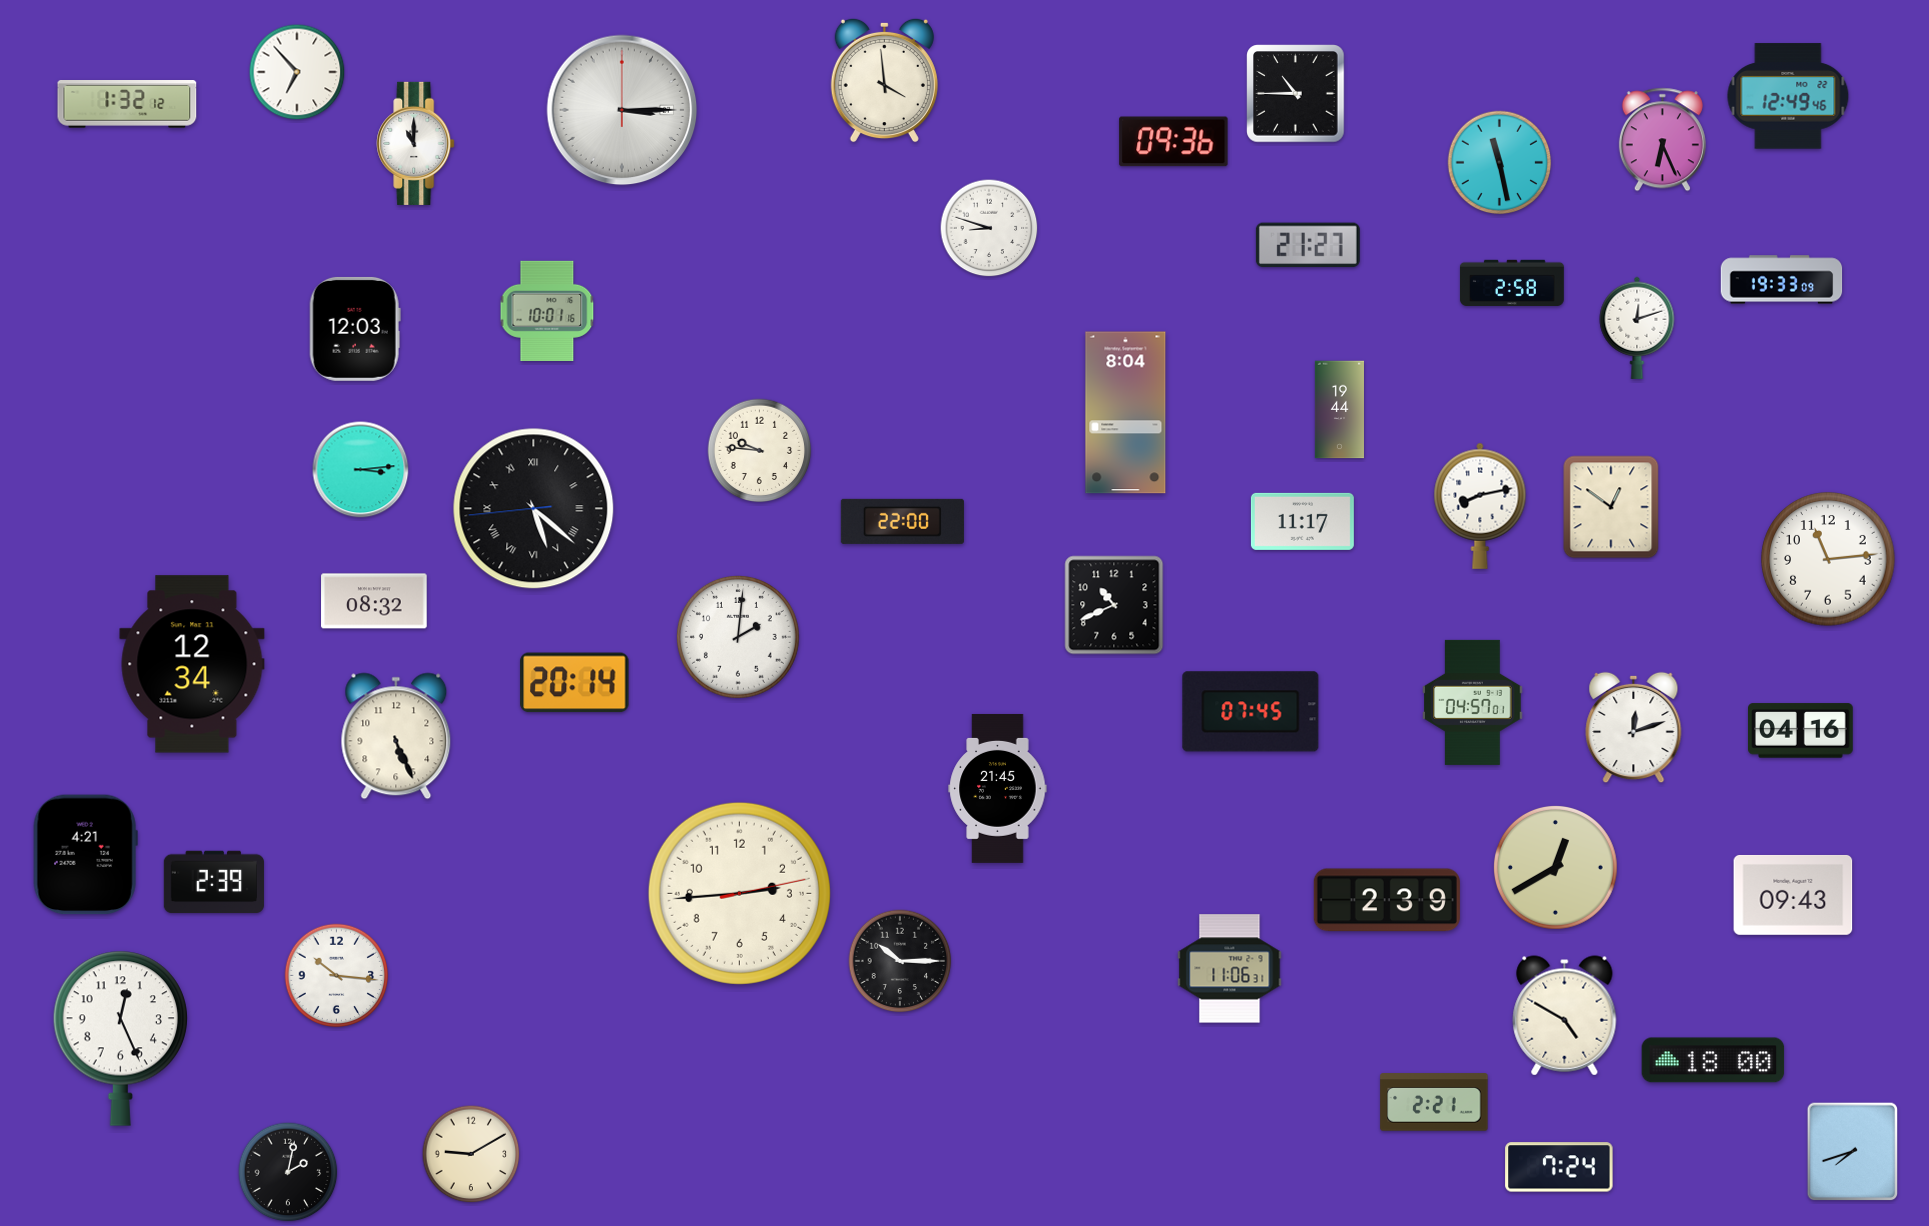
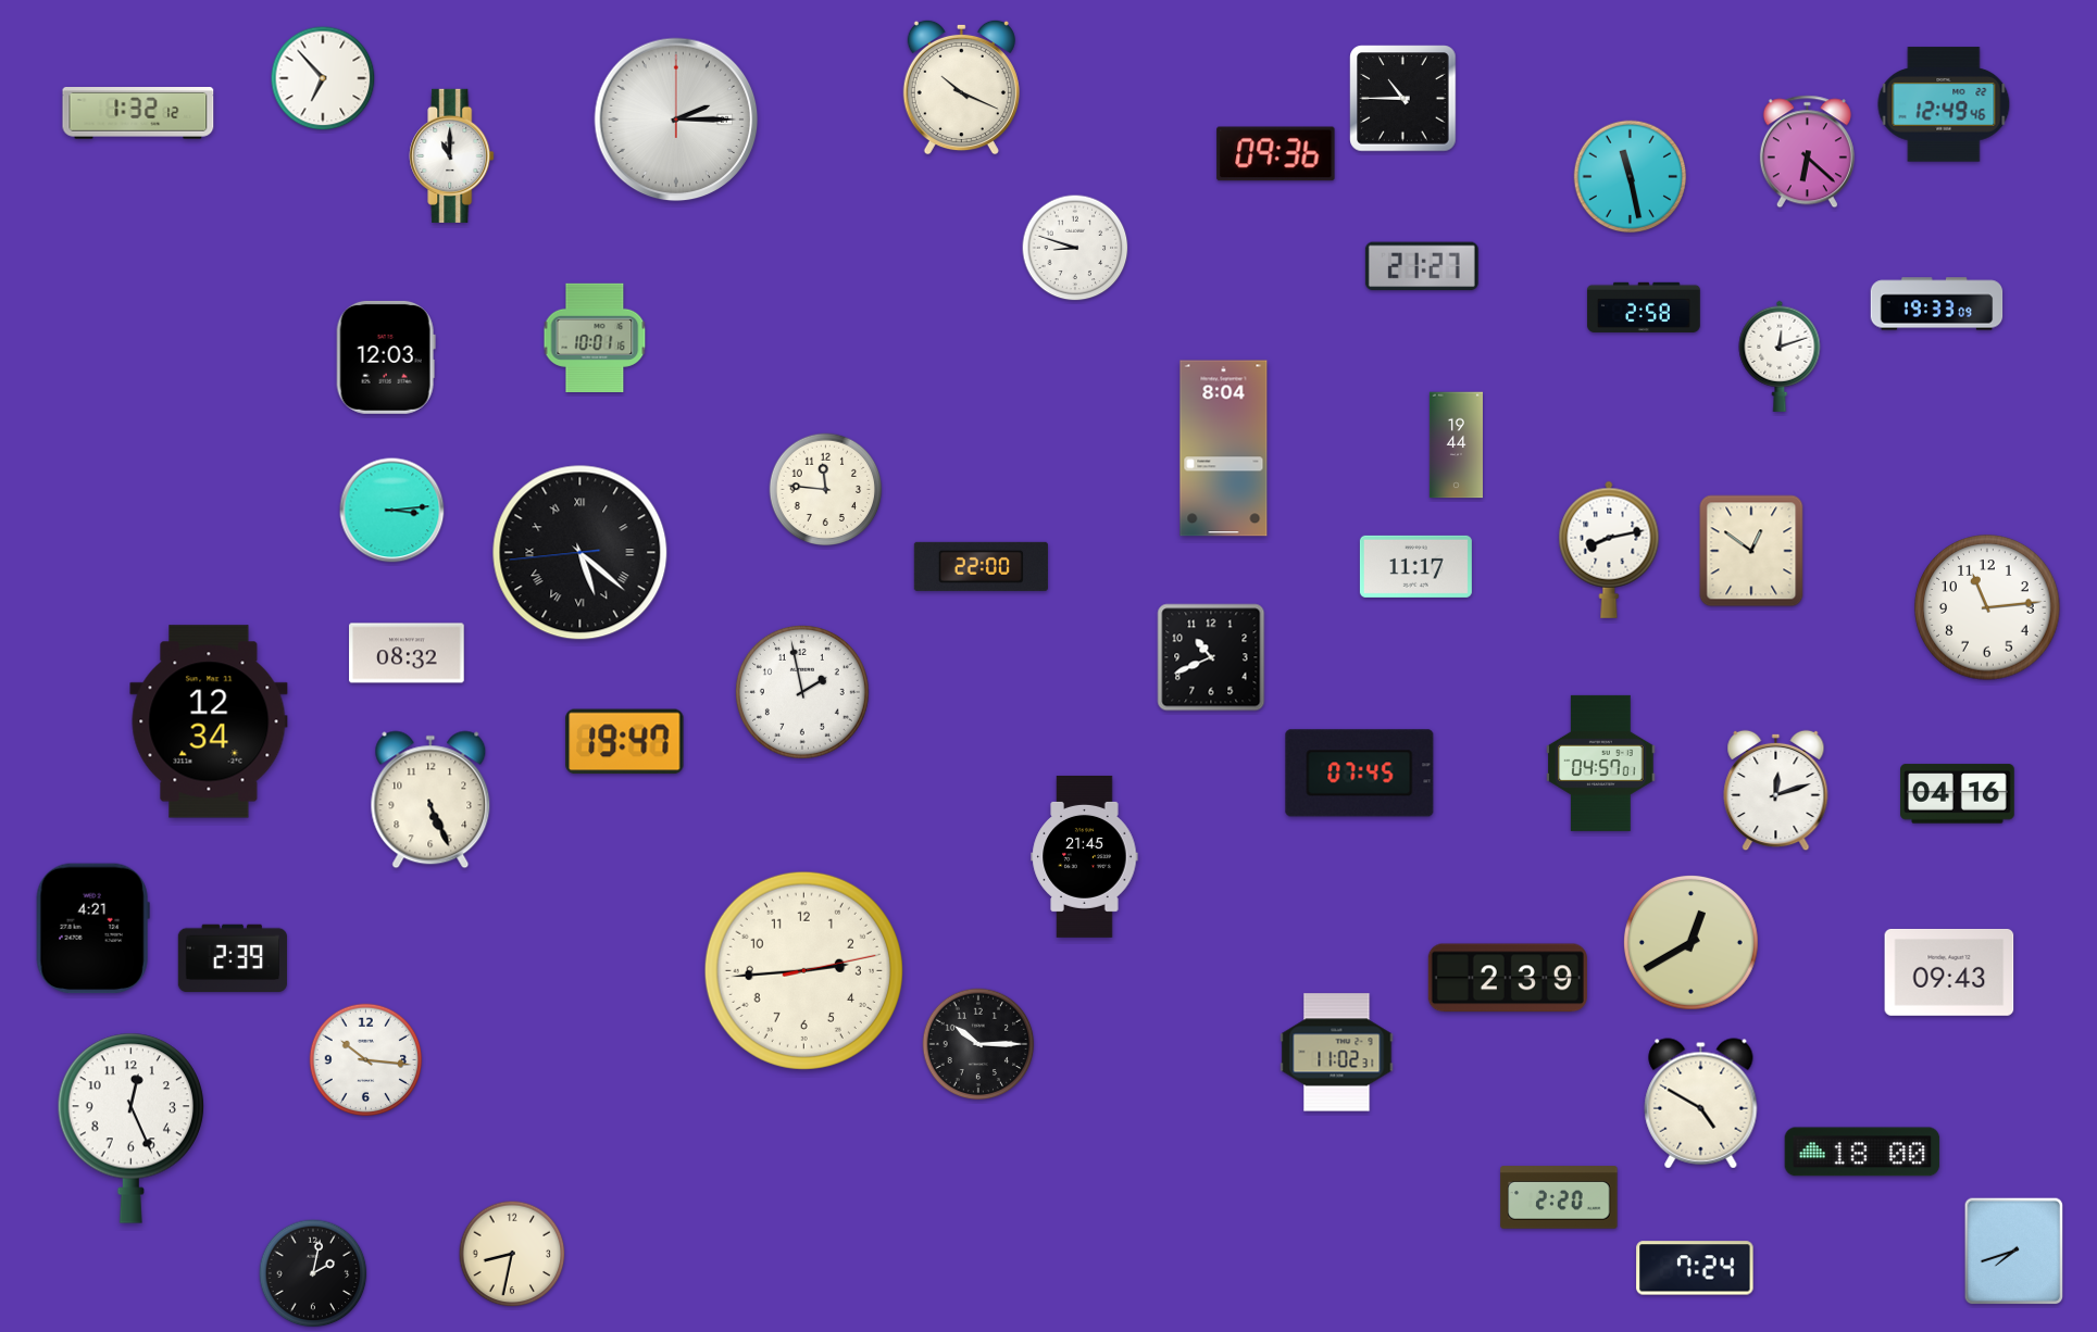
clock at (884, 80): 3:59 -> 10:19
clock at (1296, 94) position: (1296, 94) -> (1403, 99)
clock at (622, 110): 3:15 -> 2:15
clock at (1662, 140): 6:26 -> 6:22
clock at (760, 451): 9:46 -> 11:46
clock at (738, 637): 2:01 -> 1:58
clock at (575, 683): 20:14 -> 19:47
clock at (1230, 969): 11:06 -> 11:02
clock at (1434, 1102): 2:21 -> 2:20
clock at (471, 1154): 9:10 -> 8:32
